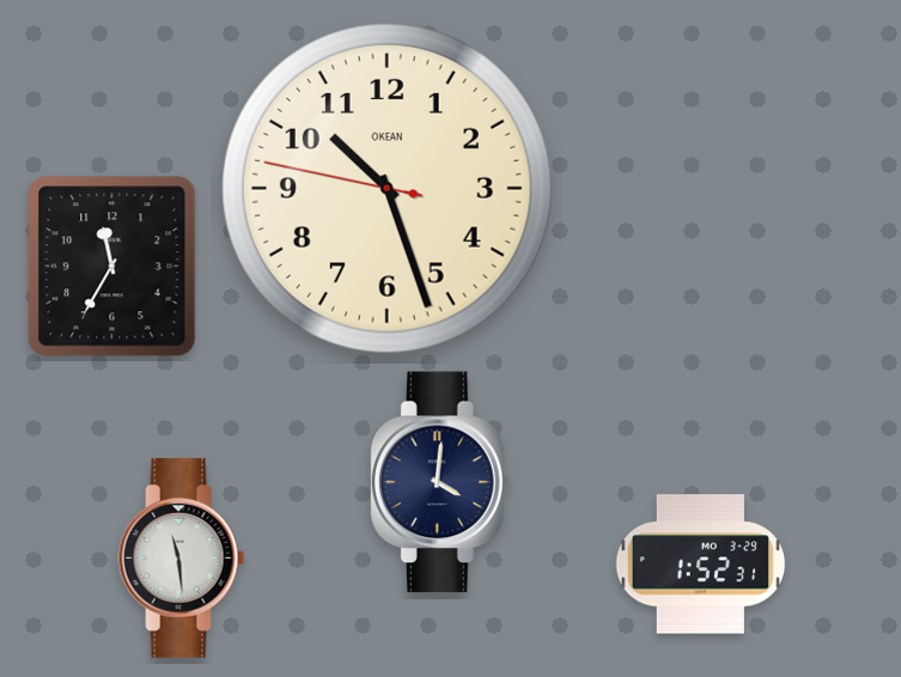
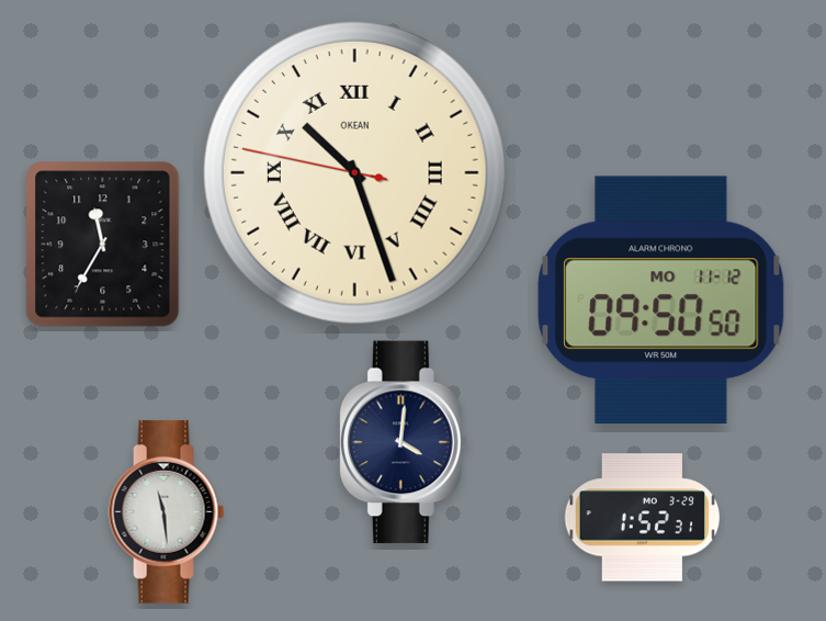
clock at (386, 188) numerals: Arabic -> Roman
clock at (661, 300): none -> 09:50
